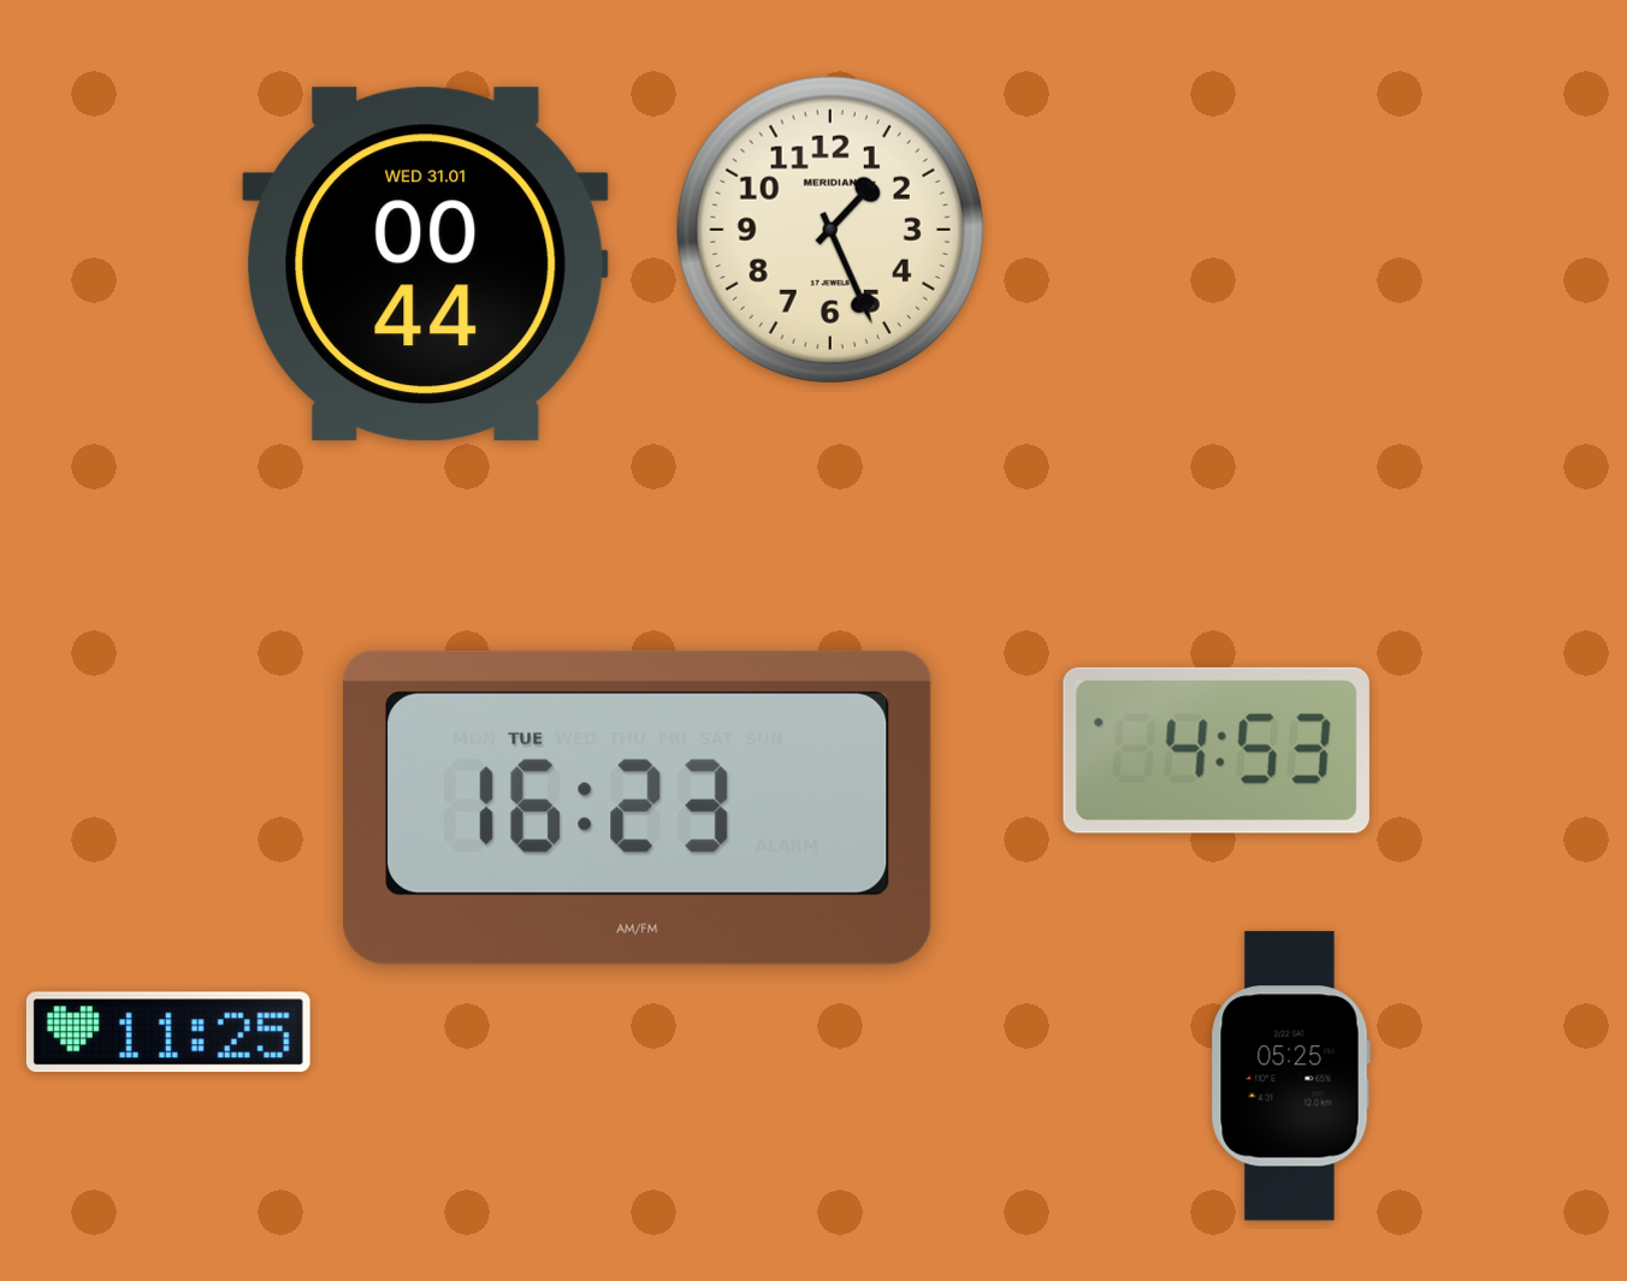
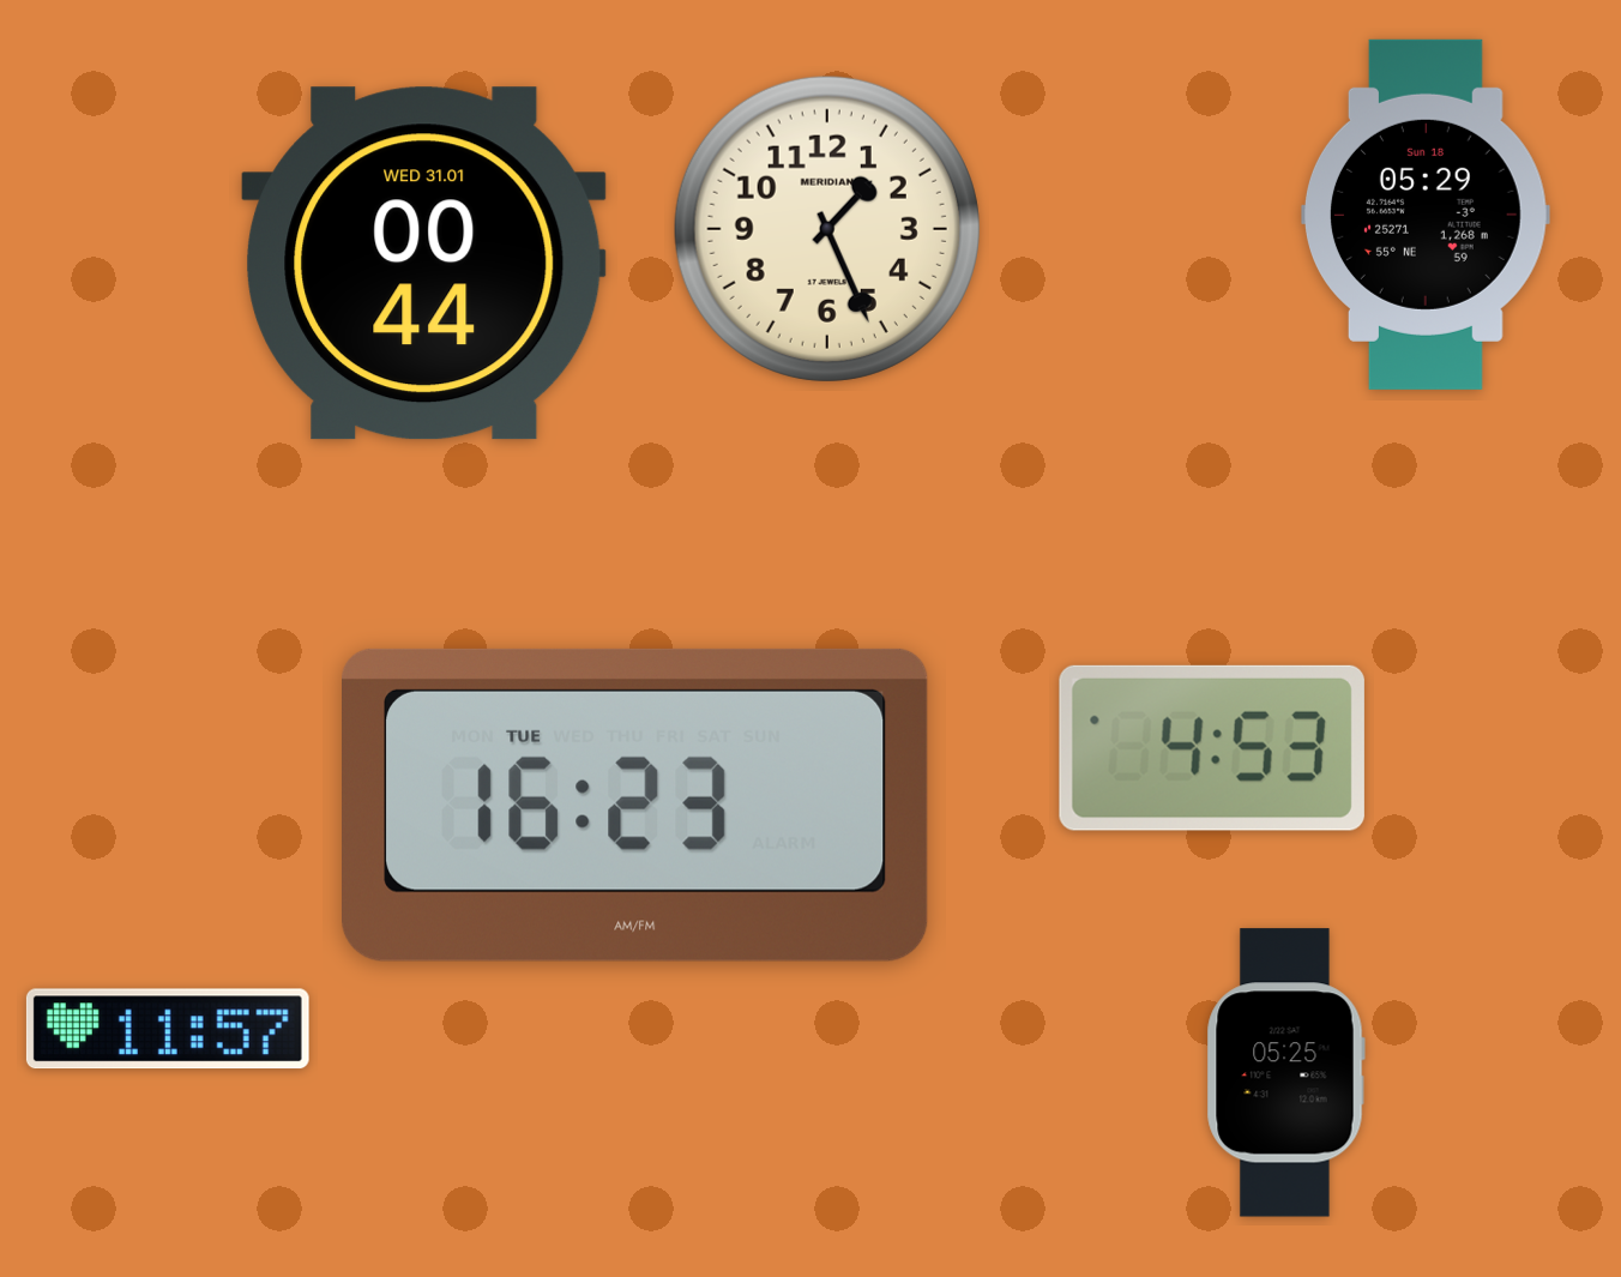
clock at (1426, 215): none -> 05:29
clock at (168, 1032): 11:25 -> 11:57
